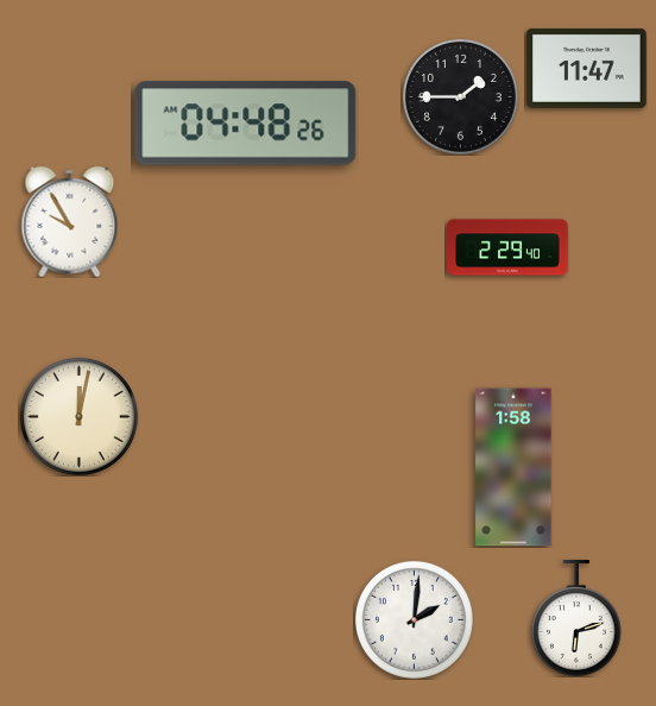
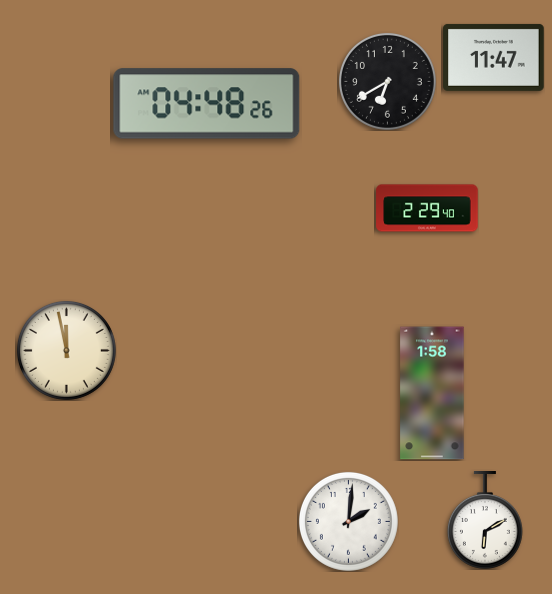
clock at (460, 96): 1:45 -> 6:40
clock at (70, 221): 9:55 -> none
clock at (78, 416): 12:02 -> 11:58
clock at (576, 619): 6:12 -> 6:10
